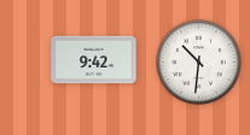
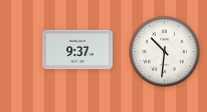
clock at (94, 60): 9:42 -> 9:37
